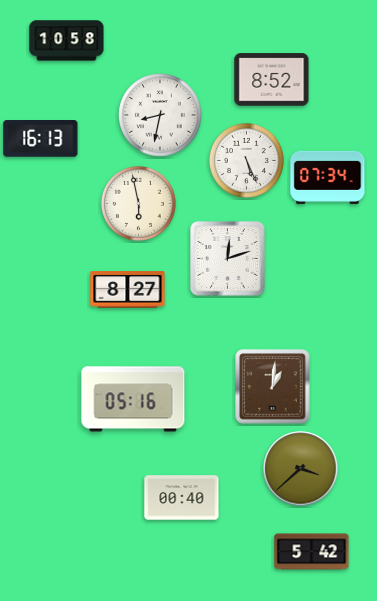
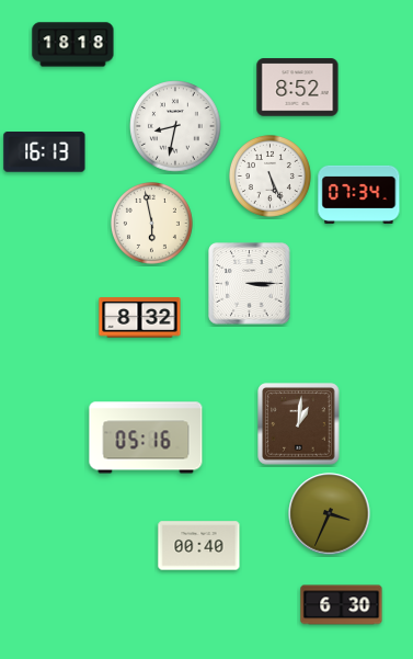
clock at (67, 41): 10:58 -> 18:18
clock at (228, 259): 12:12 -> 3:15
clock at (128, 290): 8:27 -> 8:32
clock at (301, 469): 3:38 -> 3:34
clock at (312, 552): 5:42 -> 6:30
